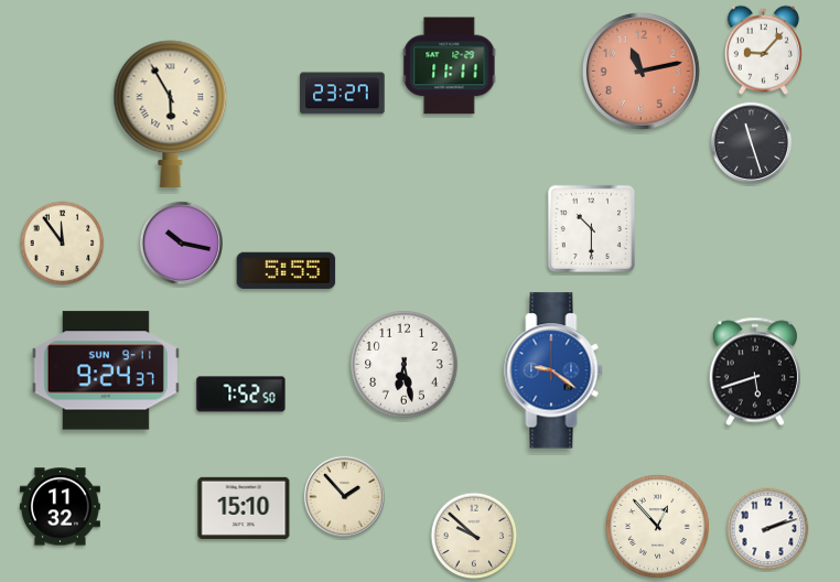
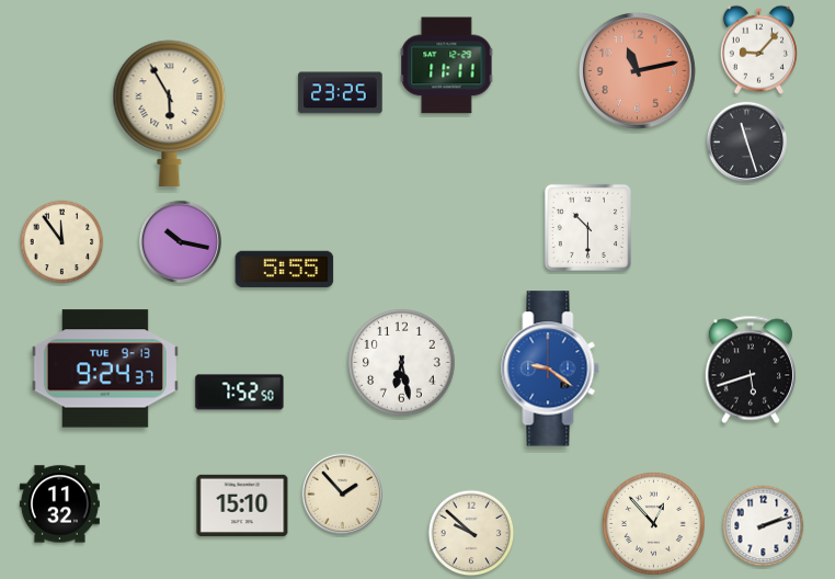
clock at (343, 94): 23:27 -> 23:25
clock at (106, 370) date: SUN 9-11 -> TUE 9-13
